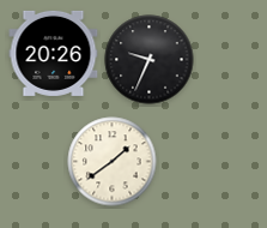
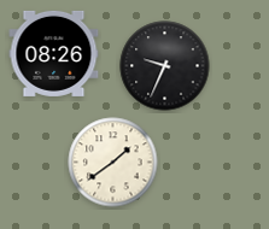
clock at (54, 53): 20:26 -> 08:26
clock at (150, 60) position: (150, 60) -> (165, 66)
